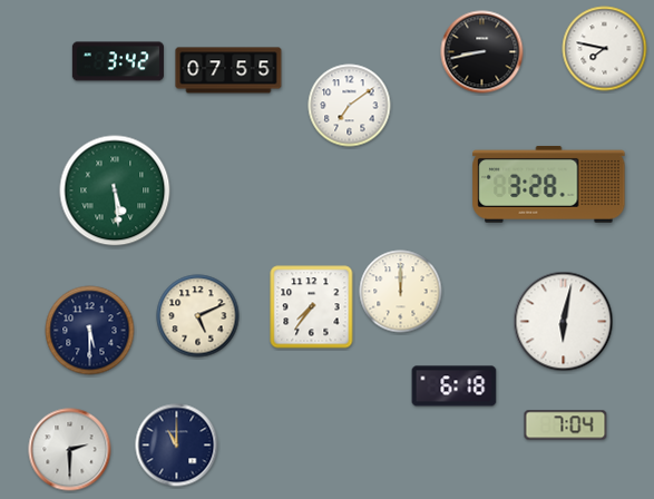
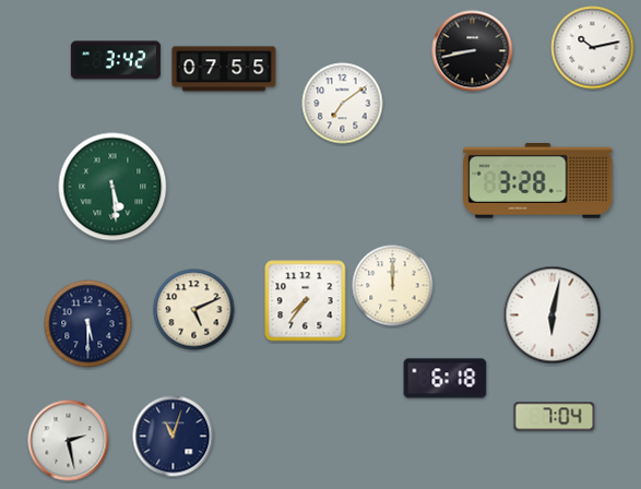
clock at (605, 49): 7:47 -> 10:13
clock at (177, 446): 11:00 -> 11:03
clock at (70, 450): 2:30 -> 2:28
